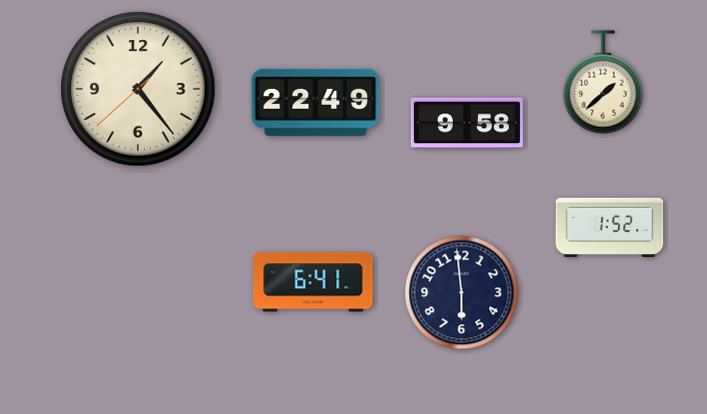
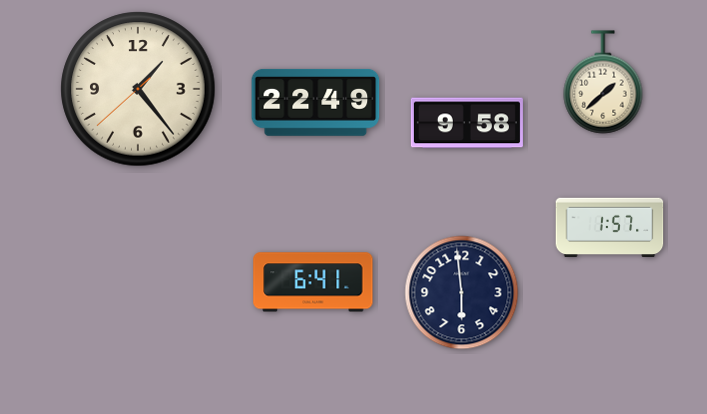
clock at (610, 228): 1:52 -> 1:57
